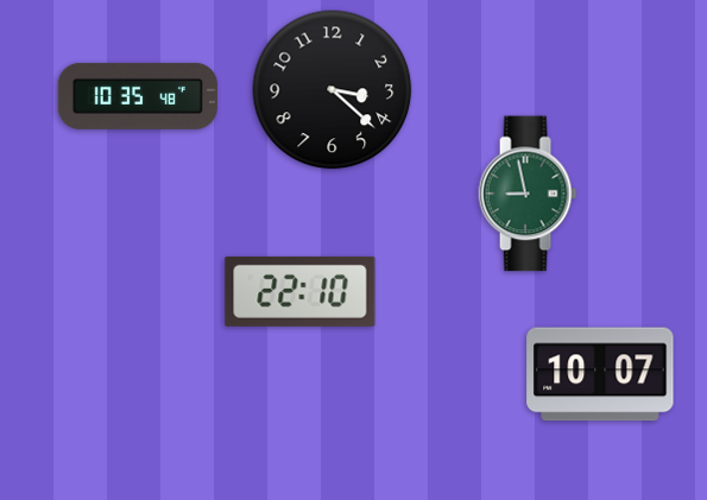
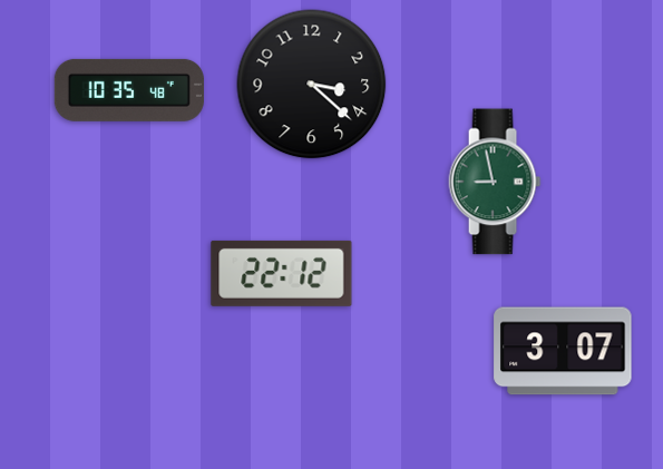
clock at (301, 291): 22:10 -> 22:12
clock at (600, 374): 10:07 -> 3:07
